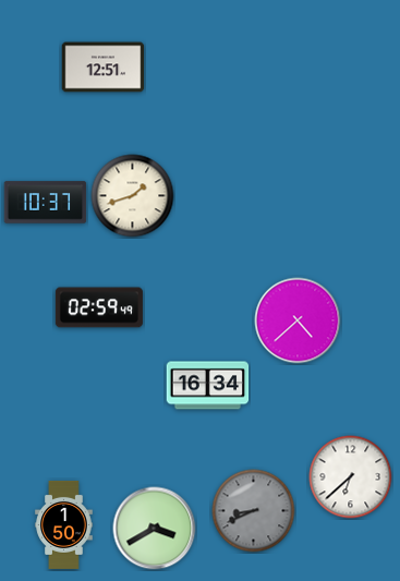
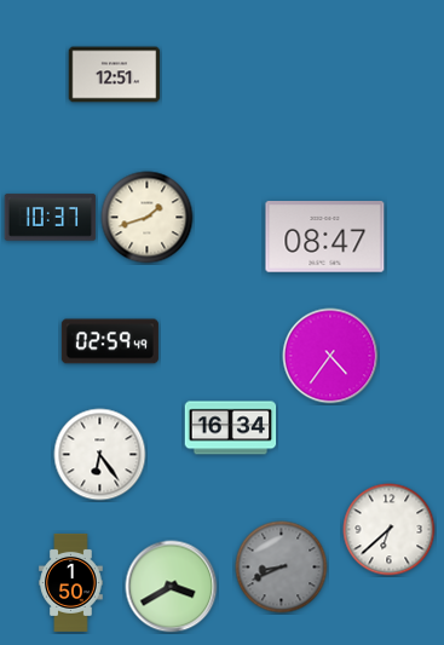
clock at (46, 203) position: (46, 203) -> (51, 218)
clock at (325, 237): none -> 08:47
clock at (298, 320): 4:38 -> 4:36
clock at (100, 455): none -> 6:24
